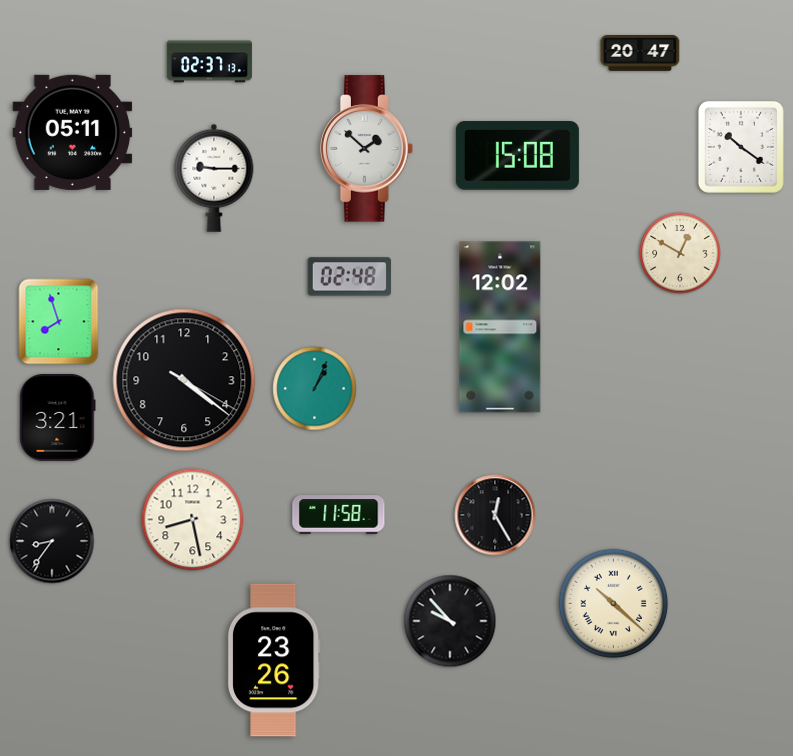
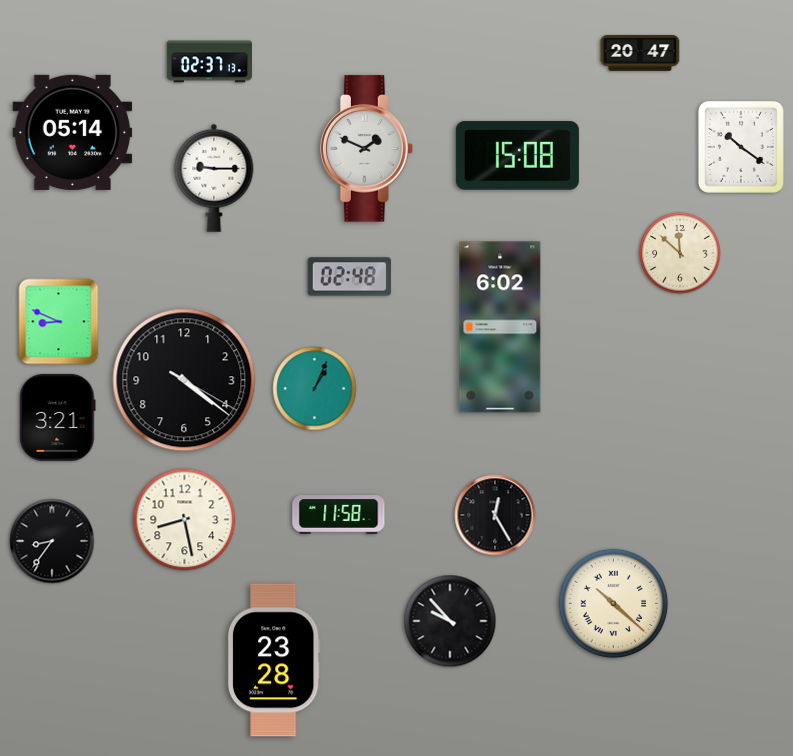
clock at (73, 132): 05:11 -> 05:14
clock at (367, 149): 1:52 -> 1:49
clock at (680, 253): 12:50 -> 11:52
clock at (59, 322): 7:57 -> 8:49
clock at (500, 327): 12:02 -> 6:02
clock at (193, 520) position: (193, 520) -> (185, 520)
clock at (274, 660): 23:26 -> 23:28
